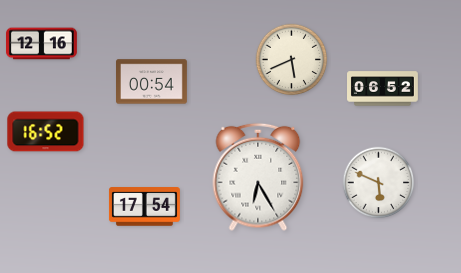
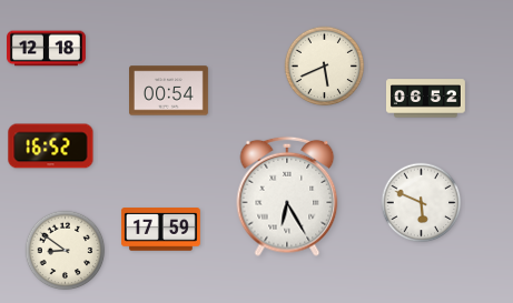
clock at (42, 44): 12:16 -> 12:18
clock at (145, 207): 17:54 -> 17:59
clock at (66, 251): none -> 8:51
